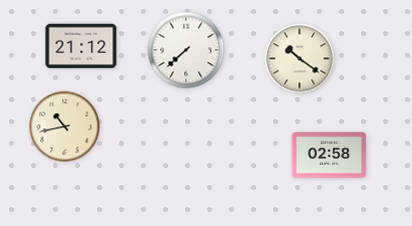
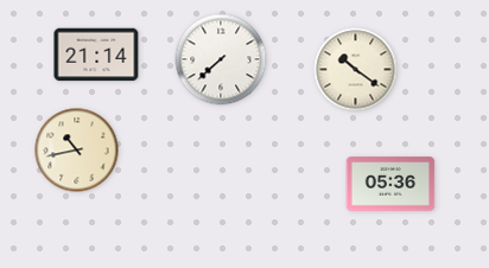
clock at (81, 46): 21:12 -> 21:14
clock at (329, 155): 02:58 -> 05:36
